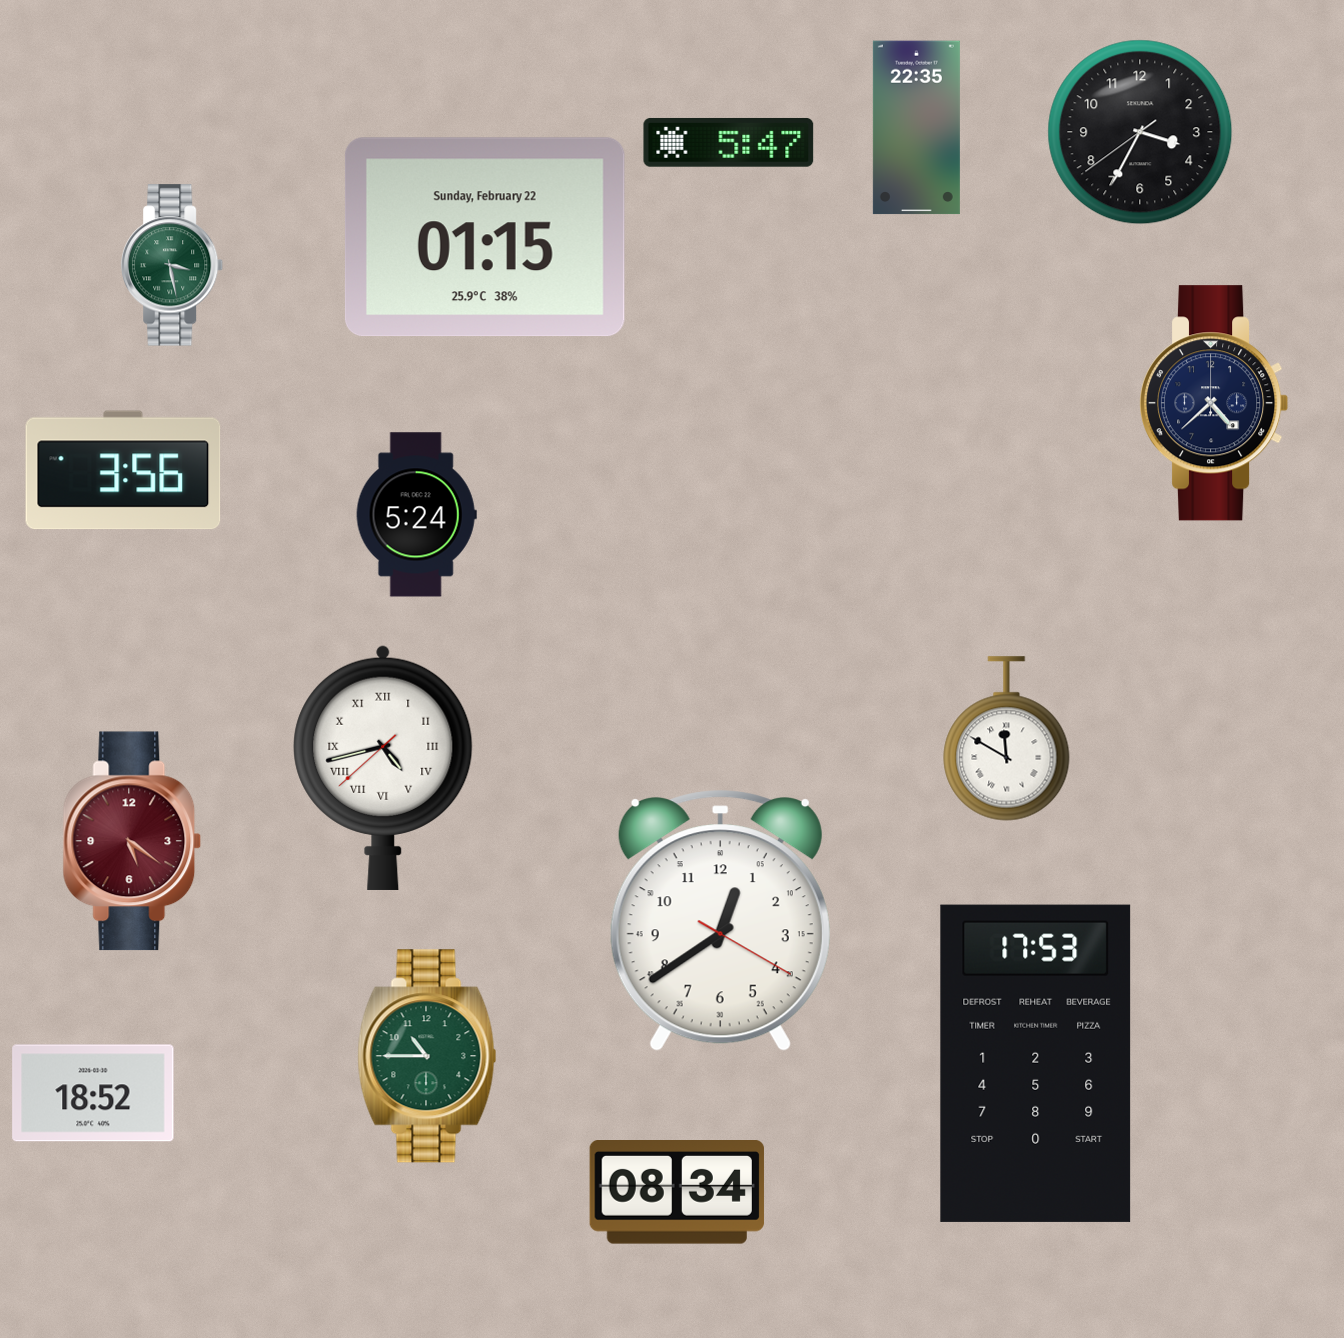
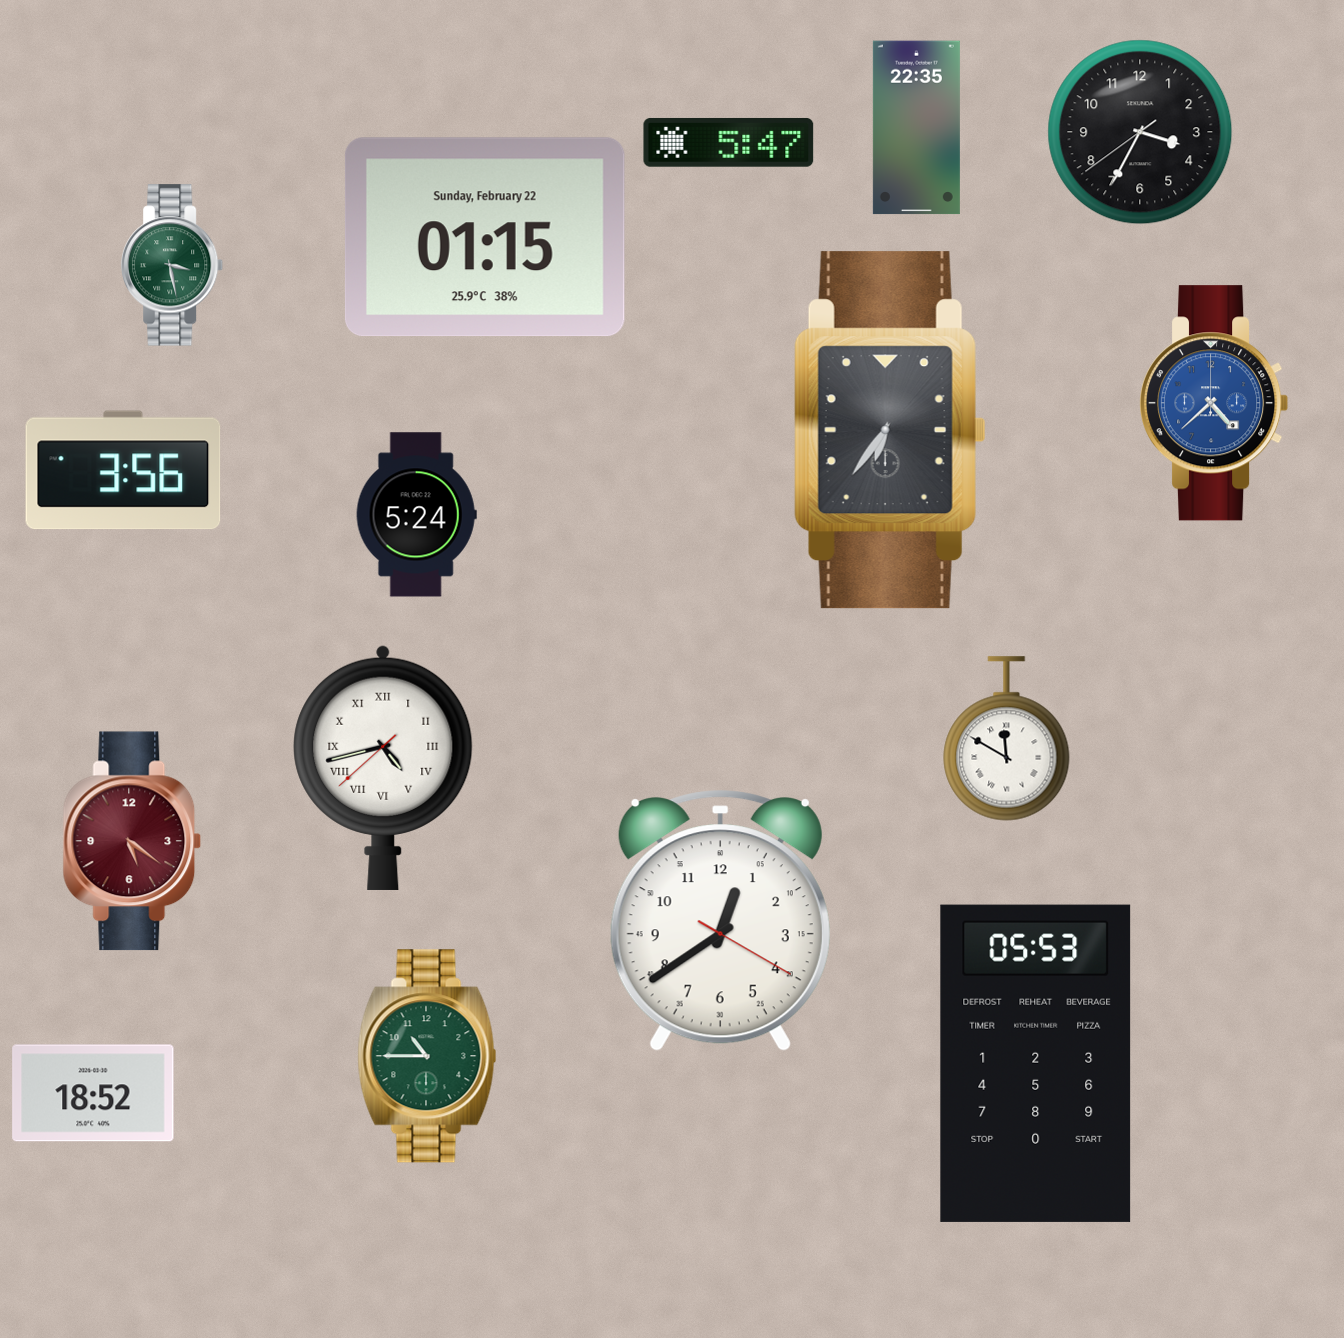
clock at (1214, 403) dial: navy -> blue
clock at (890, 430): none -> 6:36
clock at (1036, 1063): 17:53 -> 05:53
clock at (677, 1192): 08:34 -> none
